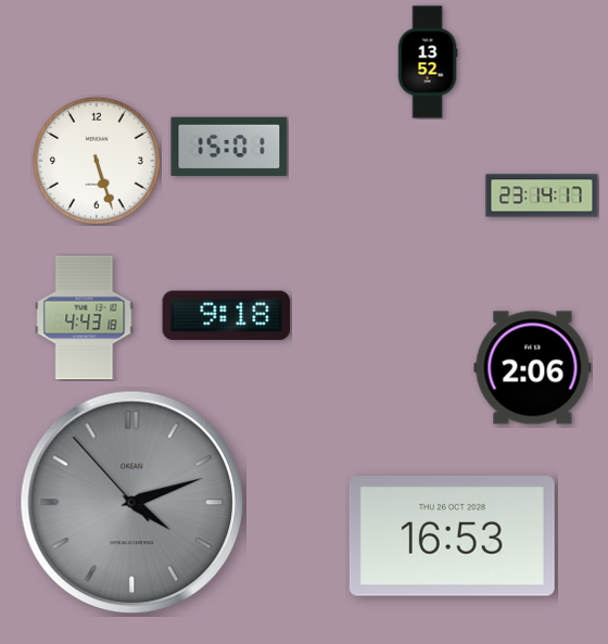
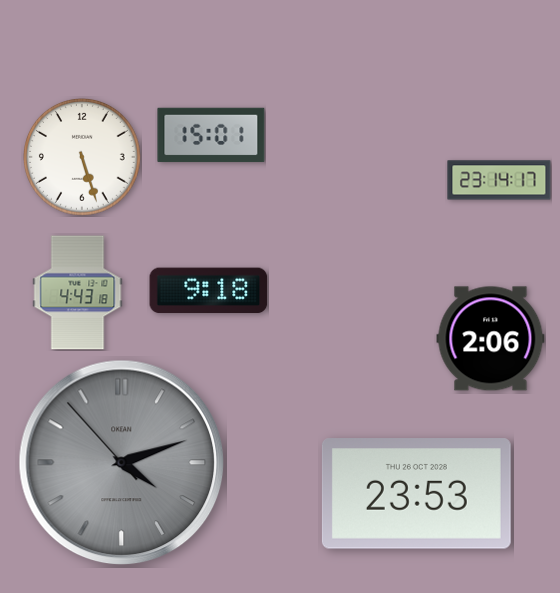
clock at (428, 62): 13:52 -> none
clock at (97, 161) position: (97, 161) -> (82, 157)
clock at (452, 536): 16:53 -> 23:53
